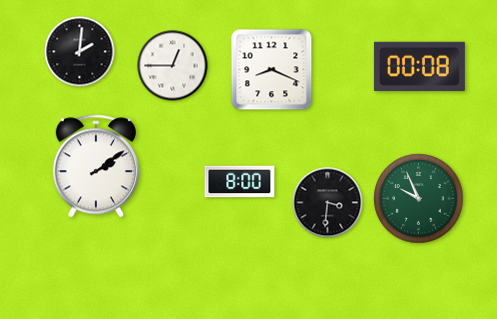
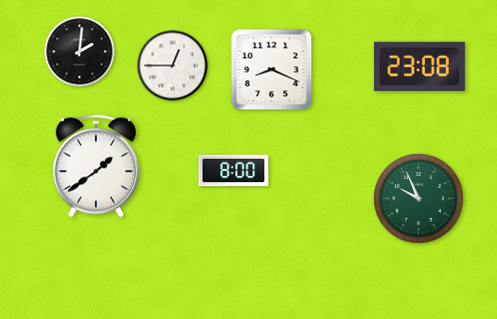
clock at (419, 67): 00:08 -> 23:08
clock at (96, 166): 2:09 -> 1:39
clock at (240, 182) position: (240, 182) -> (234, 171)
clock at (328, 203): 3:31 -> none
